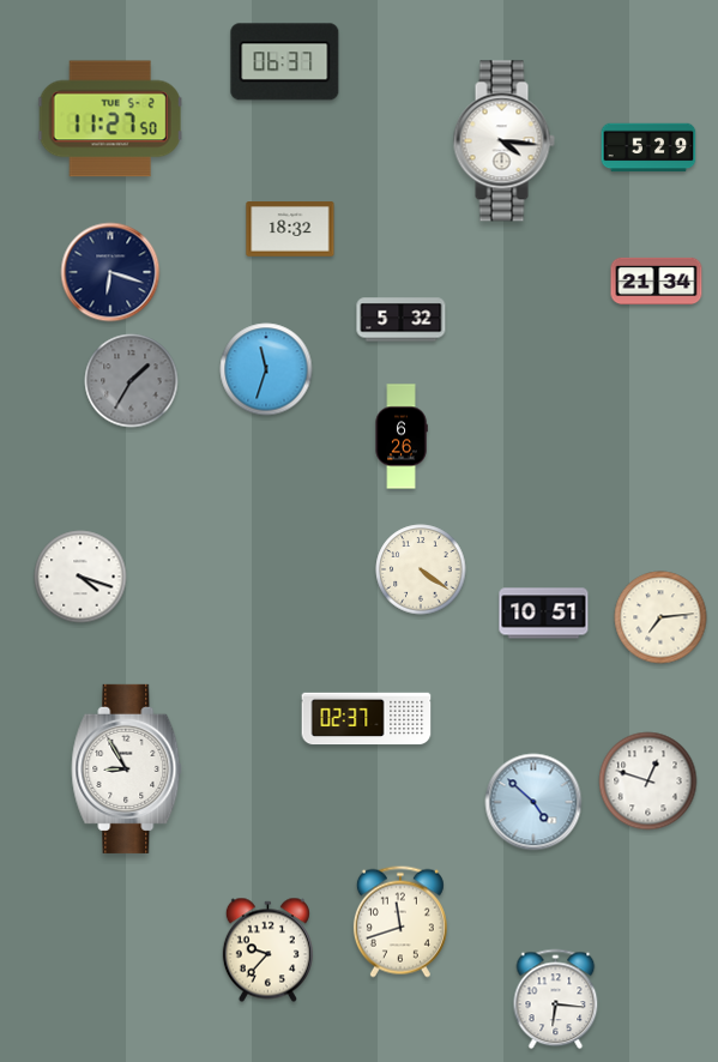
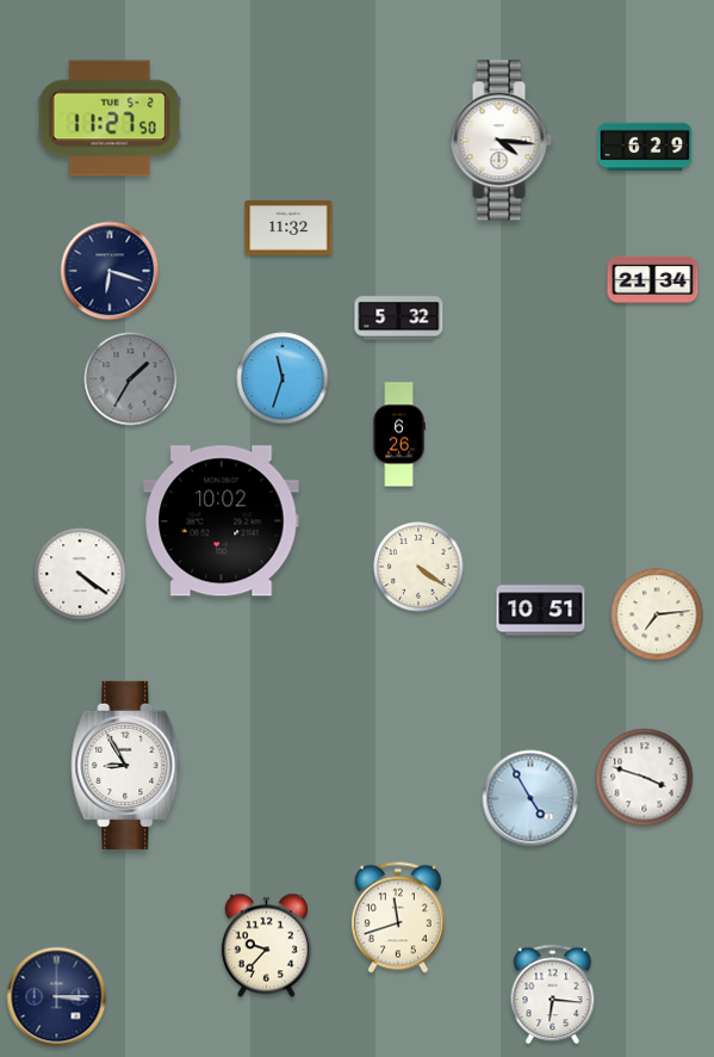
clock at (285, 62): 06:37 -> none
clock at (648, 147): 5:29 -> 6:29
clock at (290, 229): 18:32 -> 11:32
clock at (266, 369) position: (266, 369) -> (283, 378)
clock at (222, 521): none -> 10:02
clock at (80, 577): 4:18 -> 4:21
clock at (367, 719): 02:37 -> none
clock at (648, 782): 12:48 -> 3:48
clock at (533, 802): 4:52 -> 4:55
clock at (57, 997): none -> 3:15
